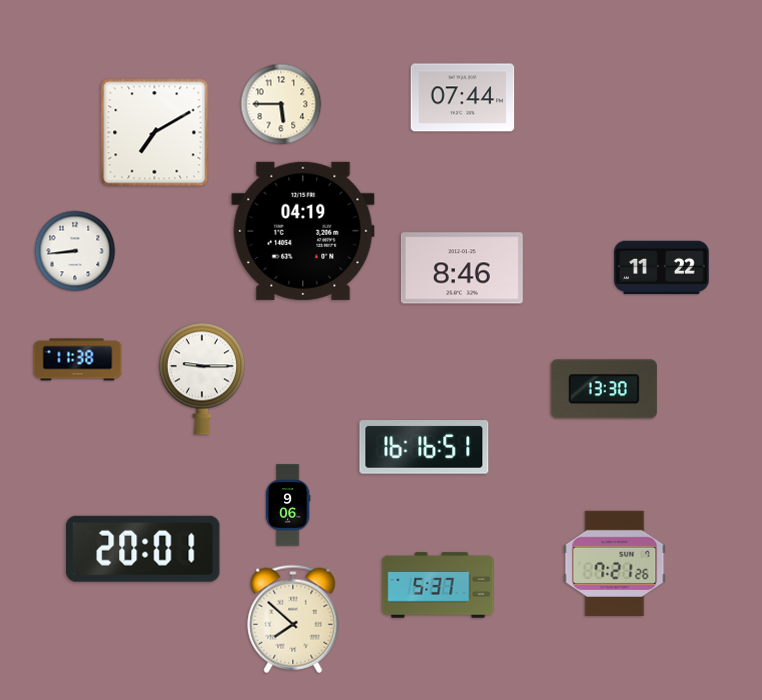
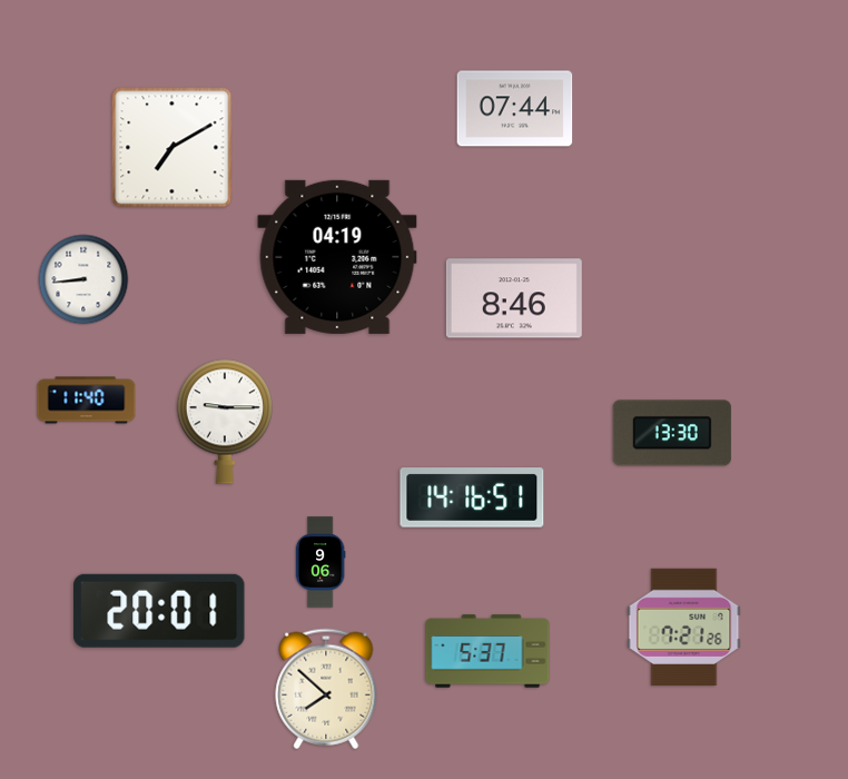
clock at (281, 104): 5:45 -> none
clock at (662, 268): 11:22 -> none
clock at (78, 360): 11:38 -> 11:40
clock at (424, 447): 16:16 -> 14:16
